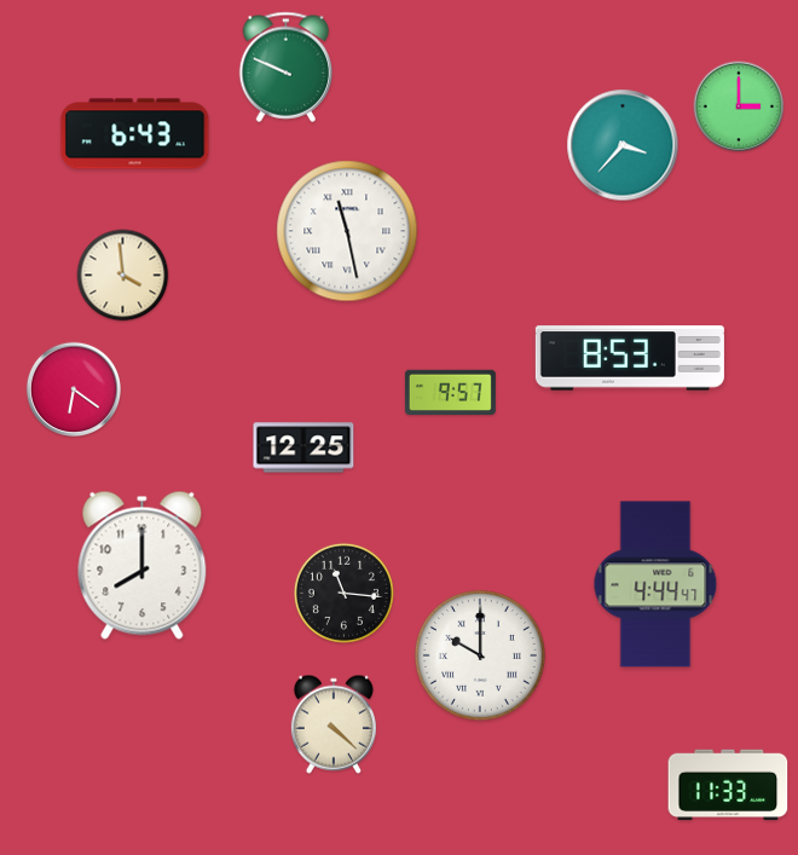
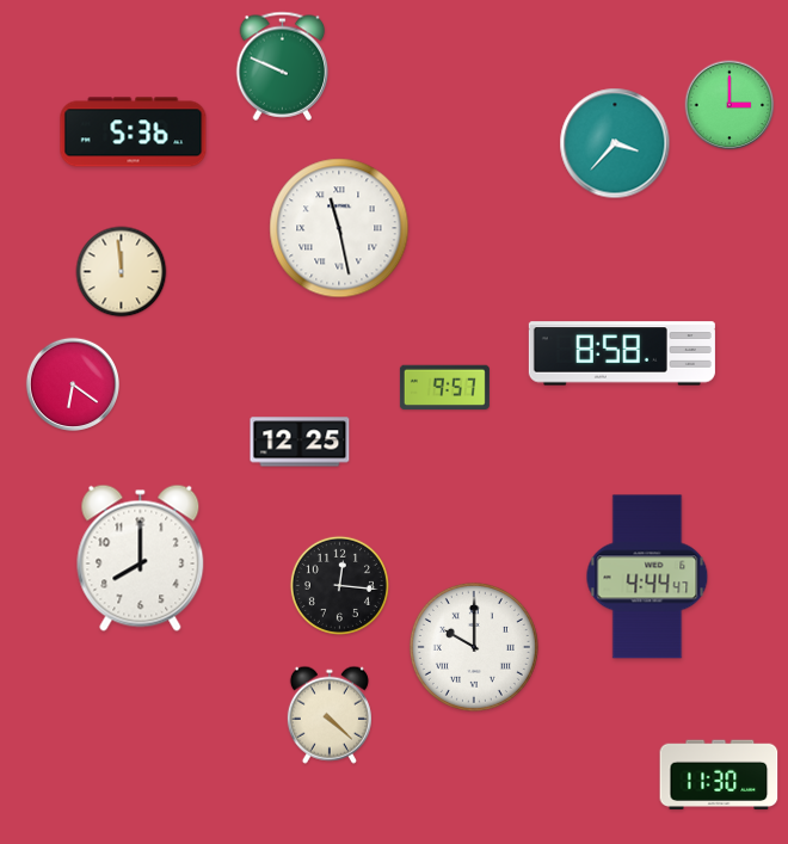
clock at (135, 134): 6:43 -> 5:36
clock at (347, 231) position: (347, 231) -> (339, 228)
clock at (123, 276): 3:59 -> 11:59
clock at (630, 358): 8:53 -> 8:58
clock at (343, 593): 11:16 -> 12:16
clock at (728, 785): 11:33 -> 11:30
